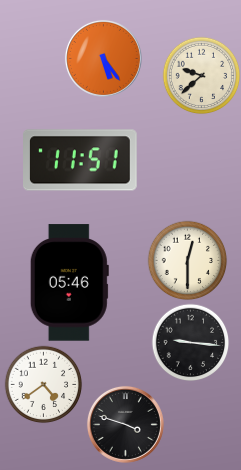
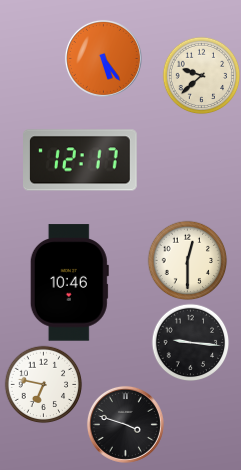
clock at (81, 160): 11:51 -> 12:17
clock at (69, 283): 05:46 -> 10:46
clock at (43, 384): 4:39 -> 6:47
